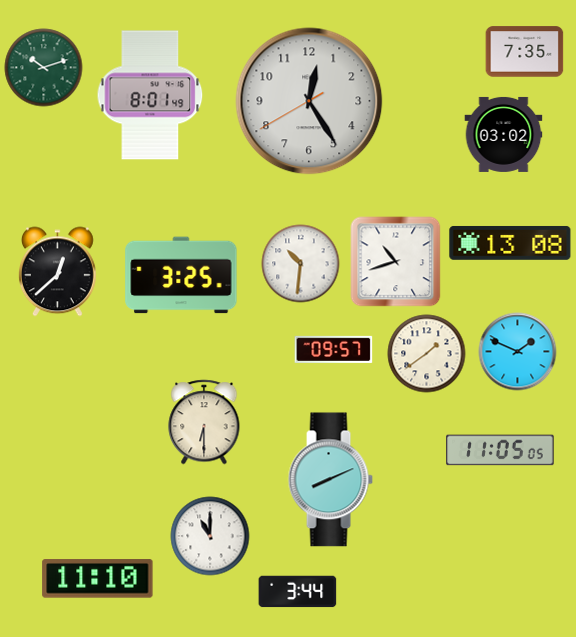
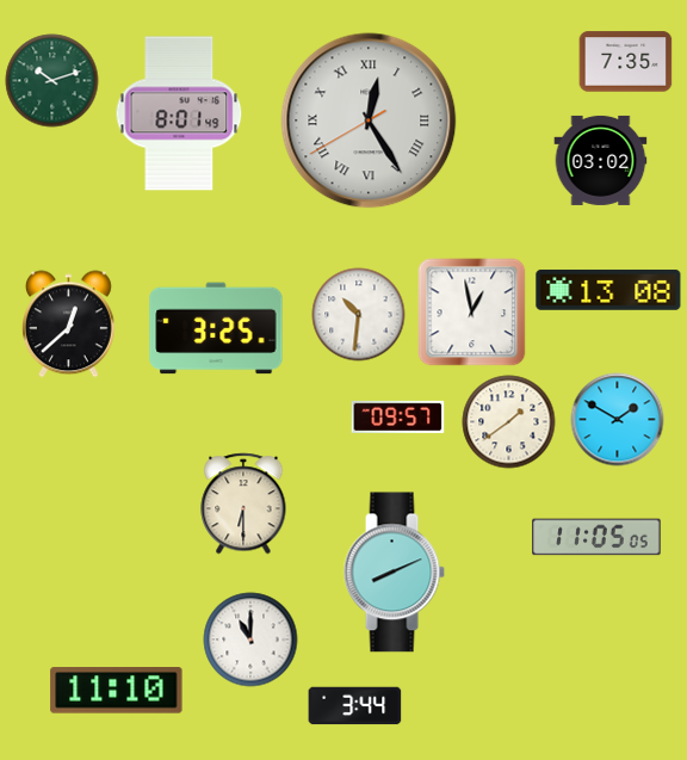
clock at (309, 101) numerals: Arabic -> Roman
clock at (395, 261): 10:42 -> 12:58
clock at (517, 351): 1:49 -> 1:50
